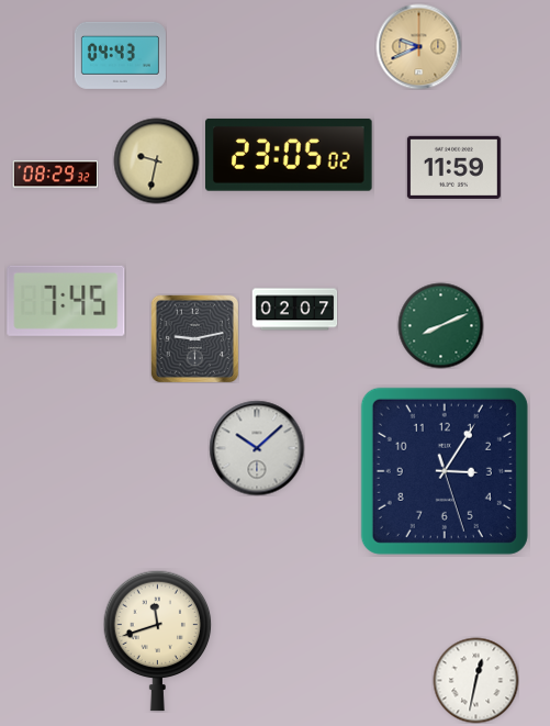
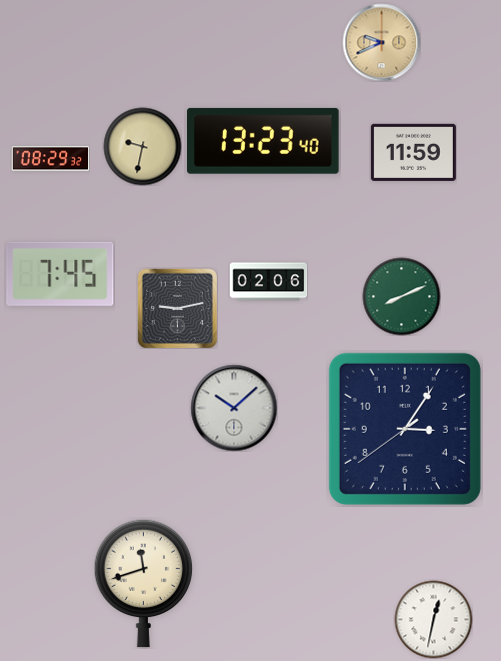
clock at (120, 55): 04:43 -> none
clock at (290, 155): 23:05 -> 13:23
clock at (294, 310): 02:07 -> 02:06
clock at (445, 471): 3:05:27 -> 3:05:39
